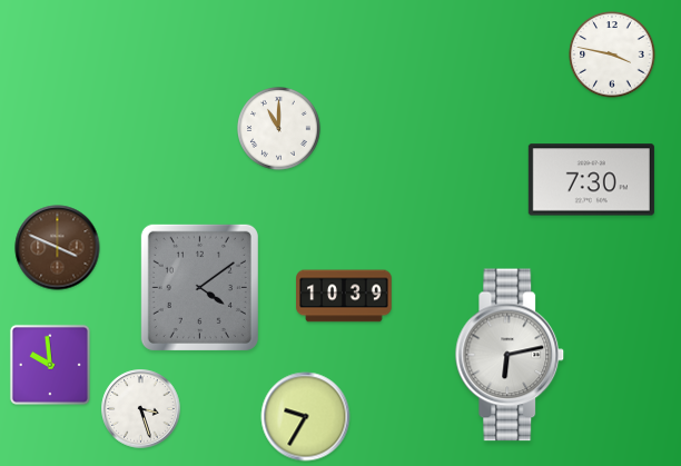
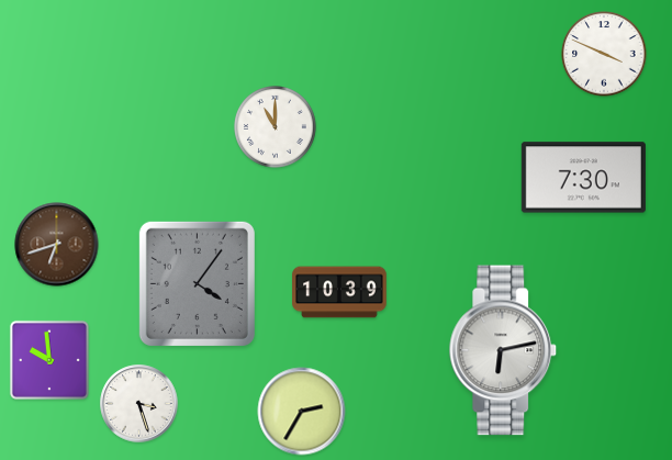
clock at (612, 54): 3:47 -> 3:49
clock at (58, 248): 3:49 -> 6:42
clock at (199, 287): 4:09 -> 4:06
clock at (306, 417): 9:35 -> 2:35
